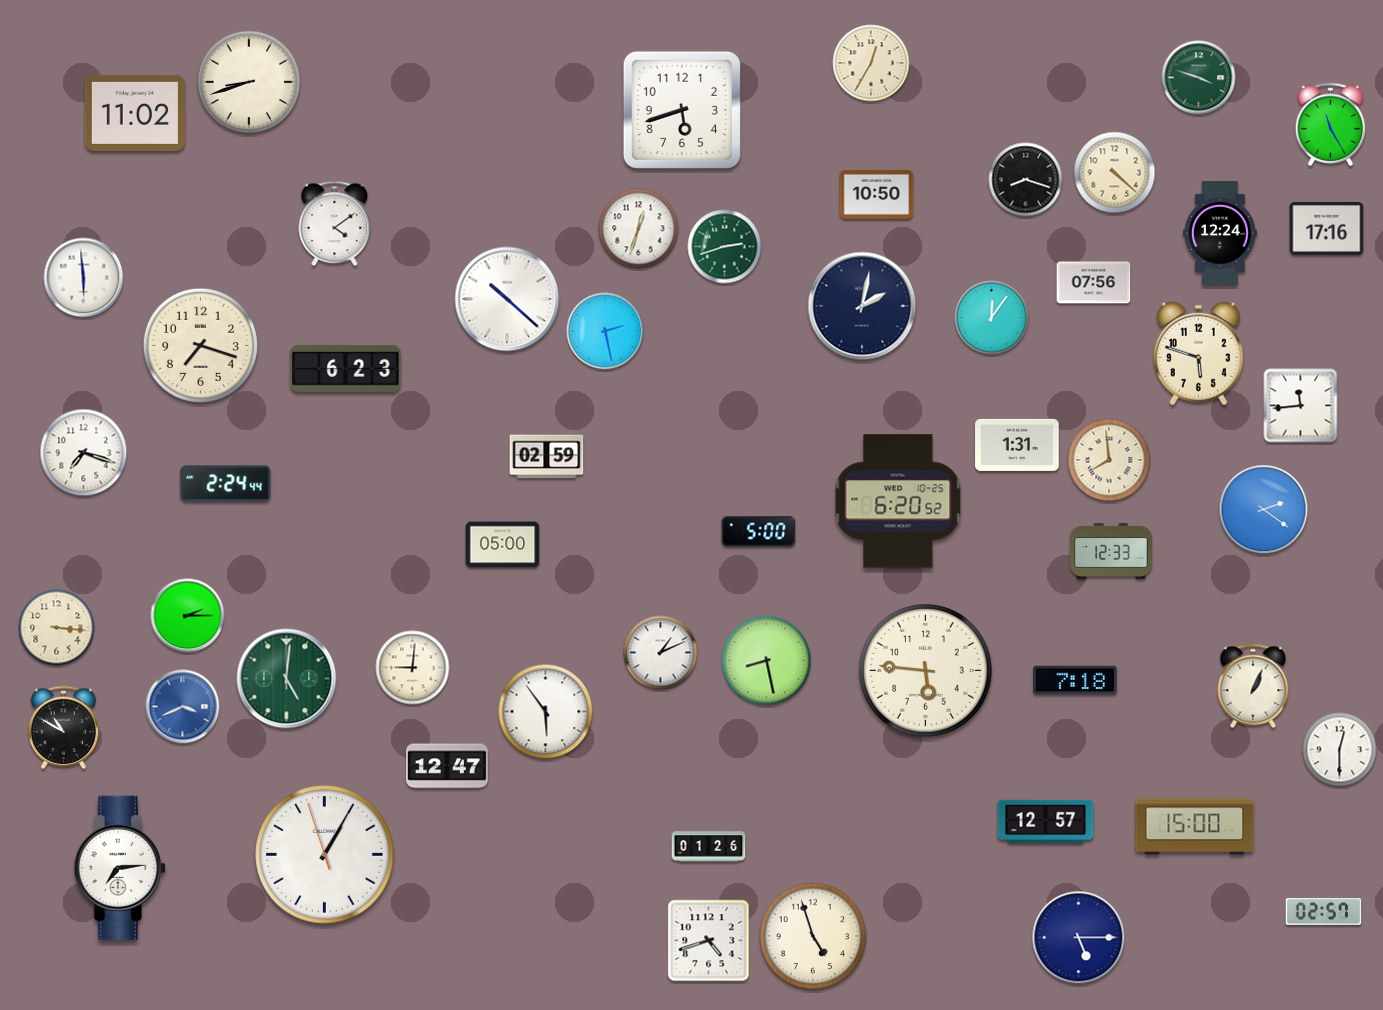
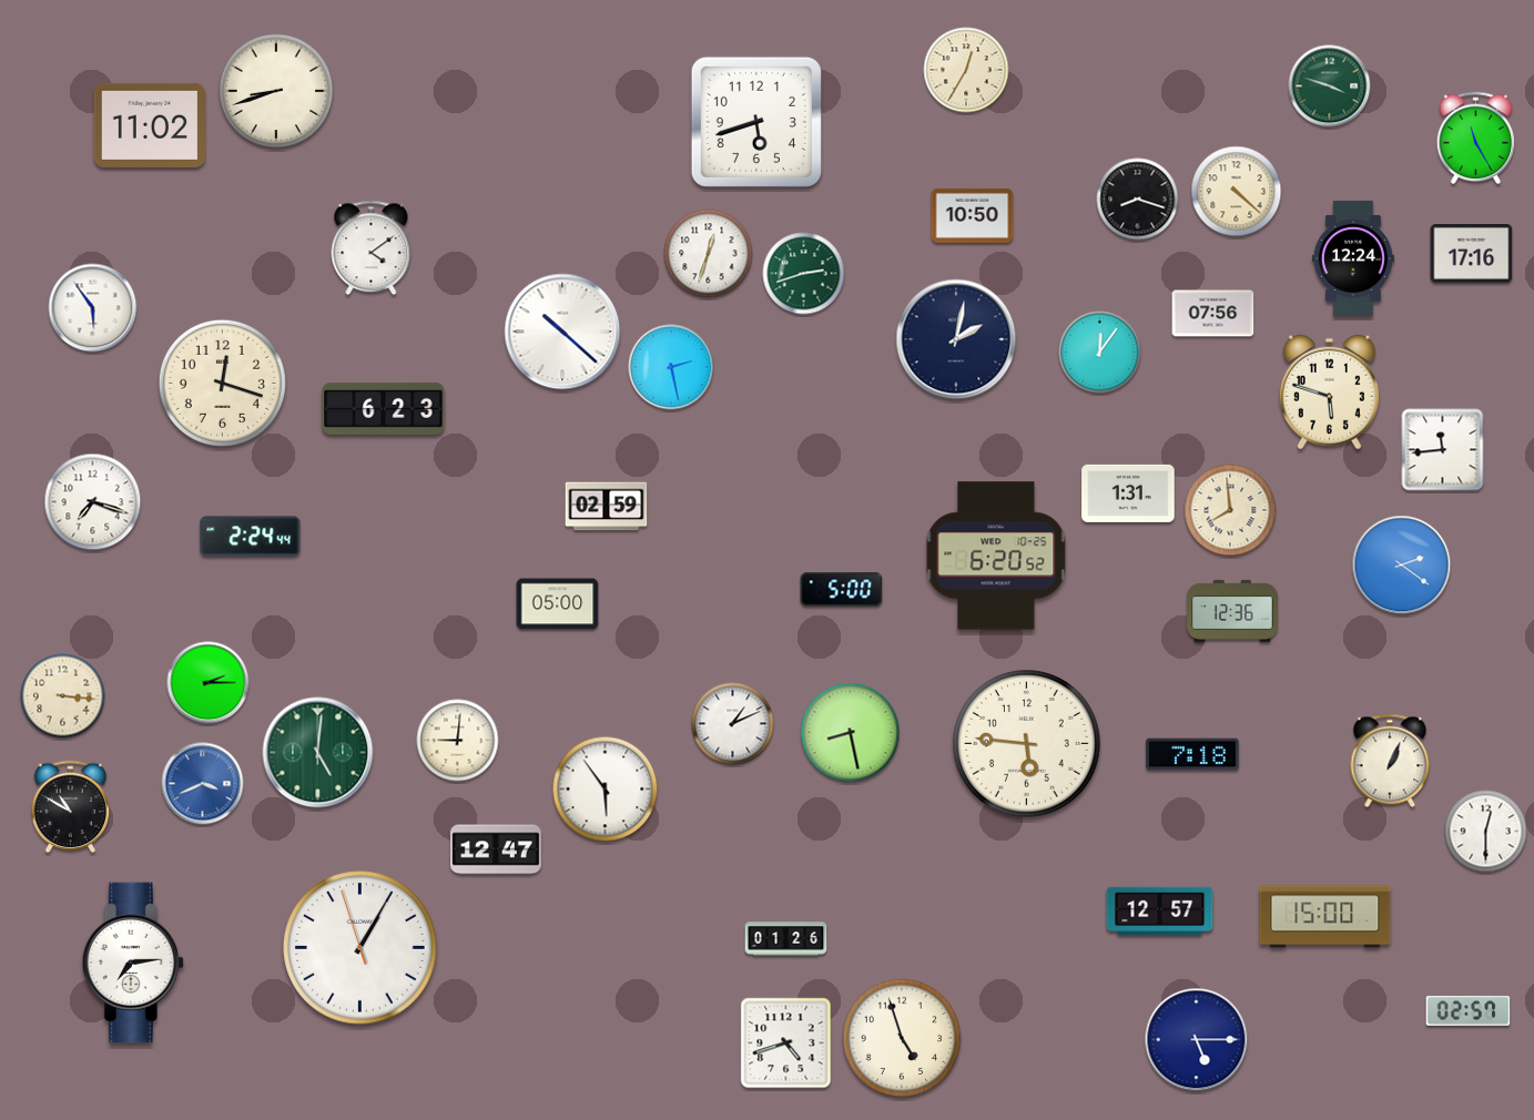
clock at (84, 278): 5:59 -> 5:54
clock at (200, 345): 7:18 -> 12:18
clock at (1112, 551): 12:33 -> 12:36
